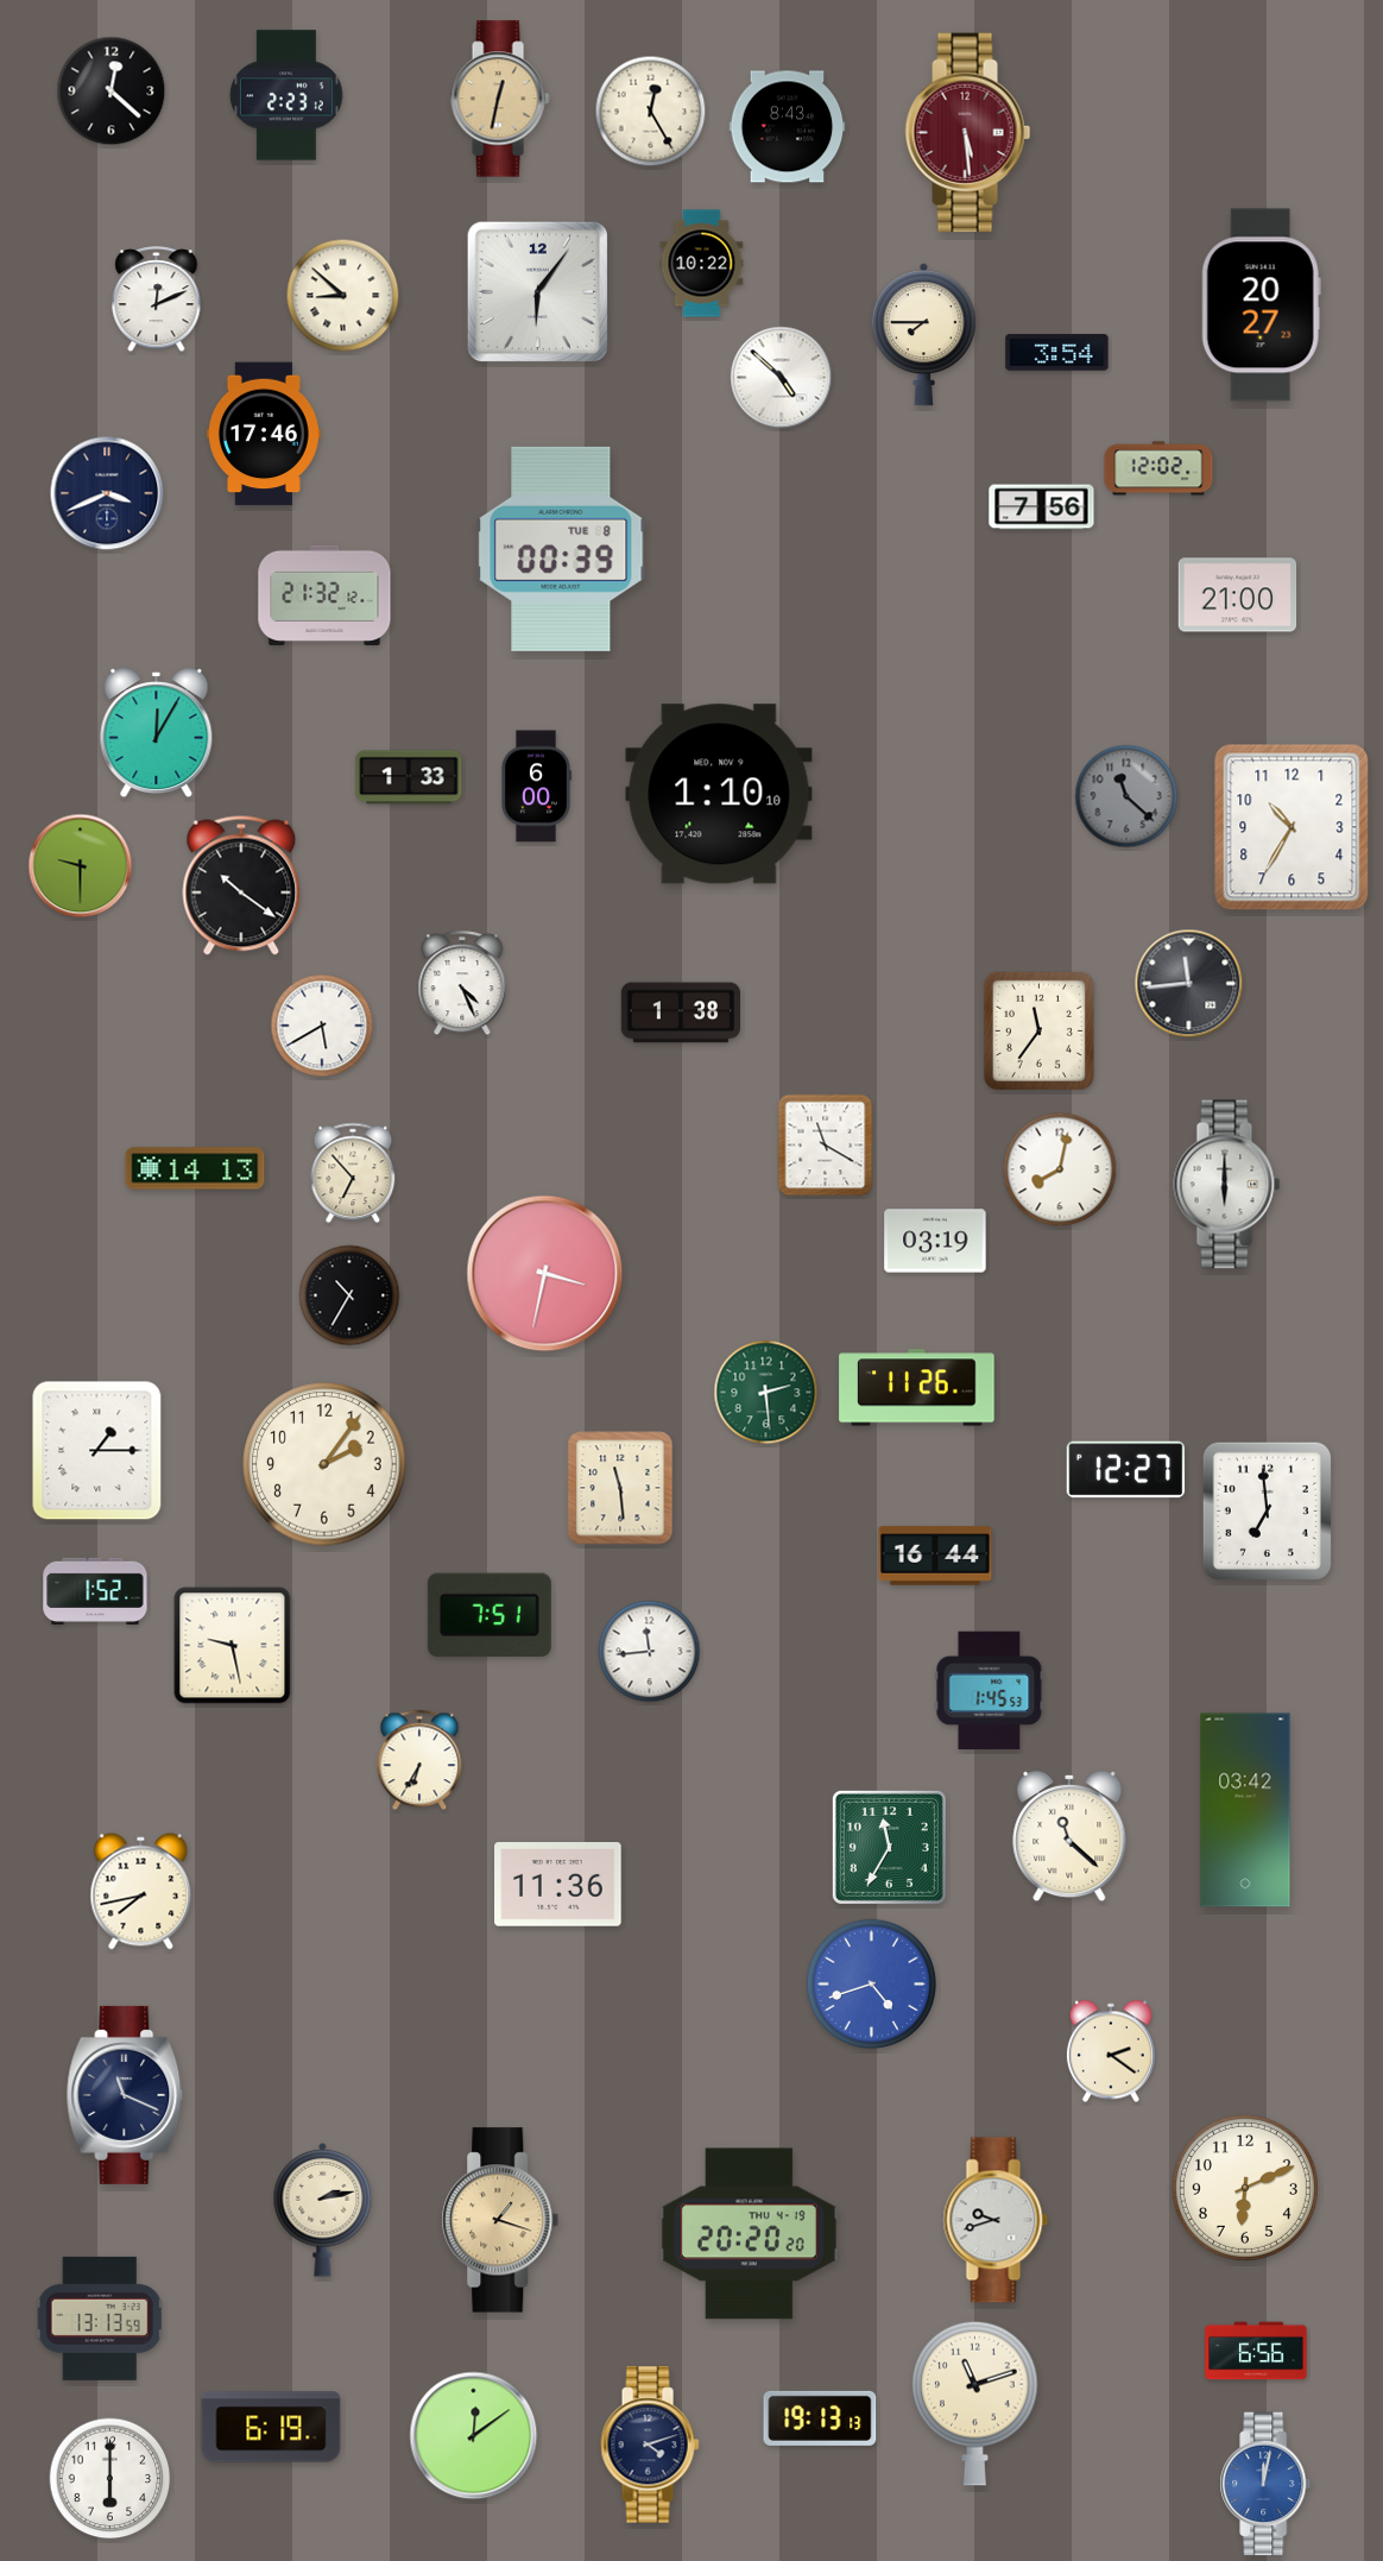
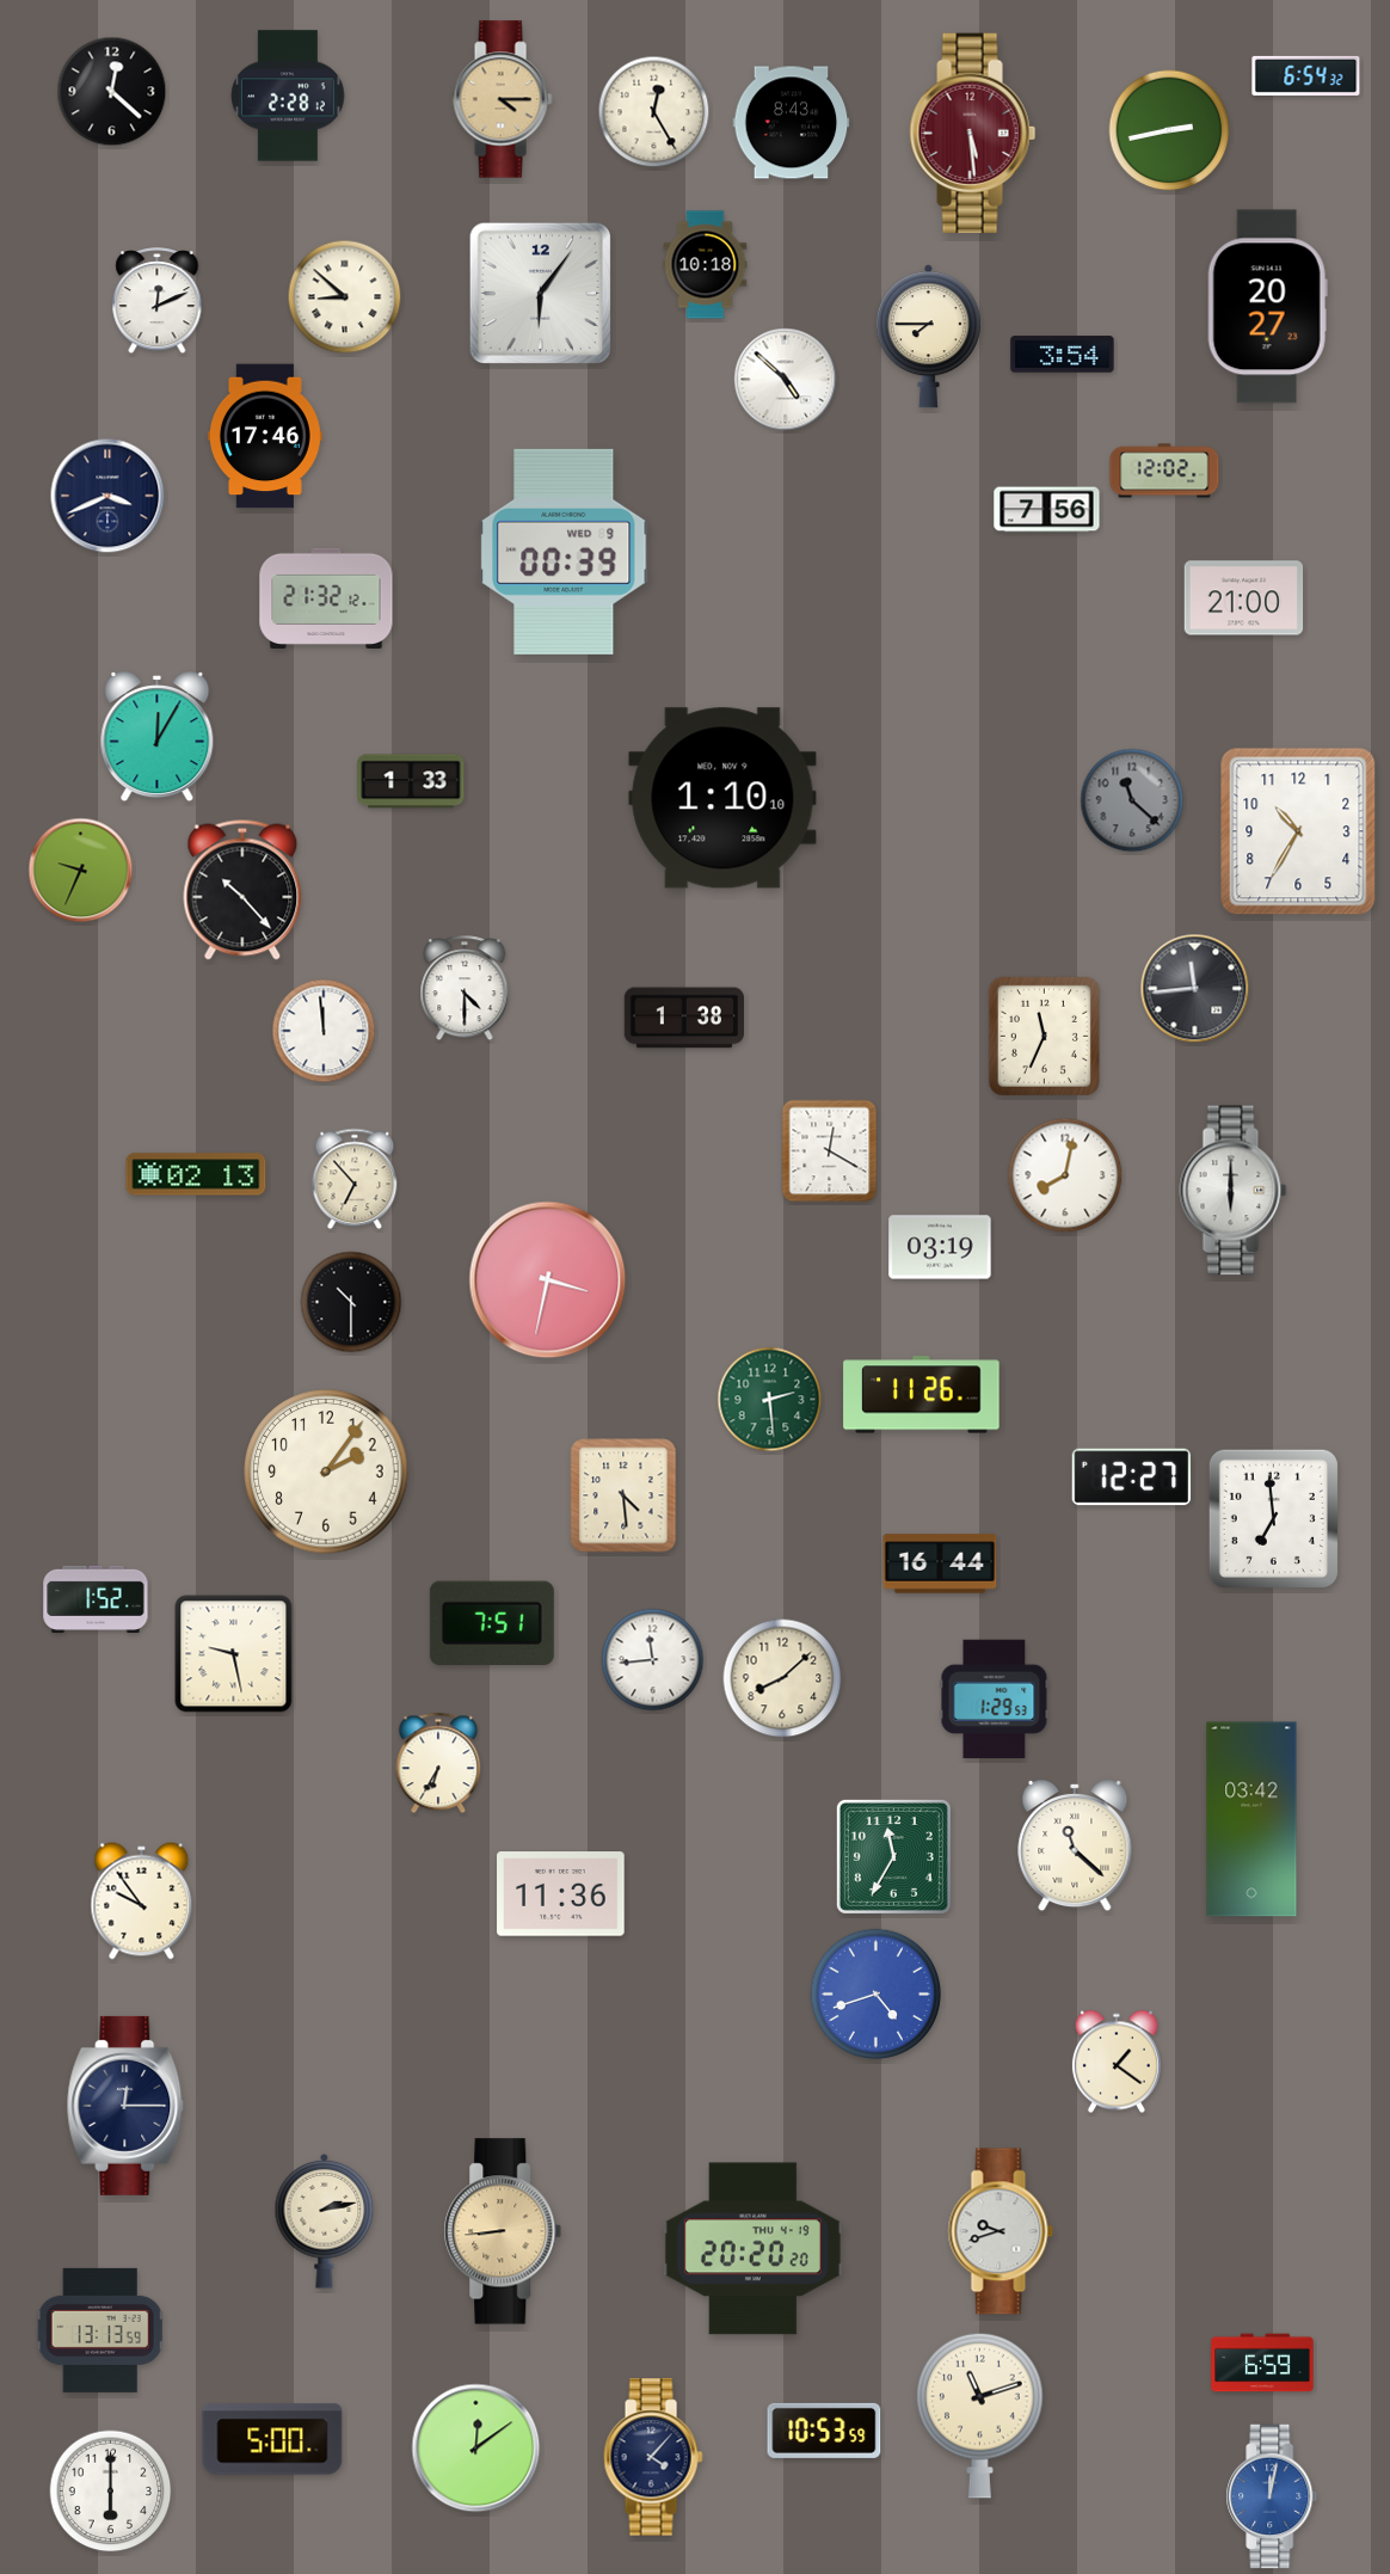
clock at (1306, 75): none -> 6:54
clock at (286, 95): 2:23 -> 2:28
clock at (500, 99): 12:32 -> 4:15
clock at (788, 127) position: (788, 127) -> (792, 123)
clock at (1169, 130): none -> 2:43
clock at (702, 264): 10:22 -> 10:18
clock at (561, 549) date: TUE 8 -> WED 9
clock at (537, 787): 6:00 -> none
clock at (81, 866): 9:30 -> 9:34
clock at (241, 885): 10:21 -> 10:23
clock at (462, 984): 4:26 -> 4:30
clock at (322, 1026): 5:40 -> 11:59
clock at (1038, 1030): 11:36 -> 11:34
clock at (826, 1146): 11:20 -> 12:20
clock at (195, 1168): 14:13 -> 02:13
clock at (349, 1295): 10:35 -> 10:30
clock at (97, 1451): 1:15 -> none
clock at (620, 1488): 11:29 -> 4:29
clock at (782, 1678): none -> 8:08
clock at (990, 1691): 1:45 -> 1:29
clock at (419, 1760) position: (419, 1760) -> (438, 1763)
clock at (141, 1892): 7:43 -> 9:54
clock at (1111, 2051): 2:21 -> 1:21
clock at (125, 2095): 11:19 -> 12:15
clock at (1245, 2188): 6:11 -> none
clock at (500, 2220): 1:18 -> 8:44
clock at (749, 2234) position: (749, 2234) -> (752, 2249)
clock at (1256, 2351): 6:56 -> 6:59
clock at (820, 2418): 19:13 -> 10:53
clock at (271, 2427): 6:19 -> 5:00
clock at (650, 2445): 4:12 -> 4:07
